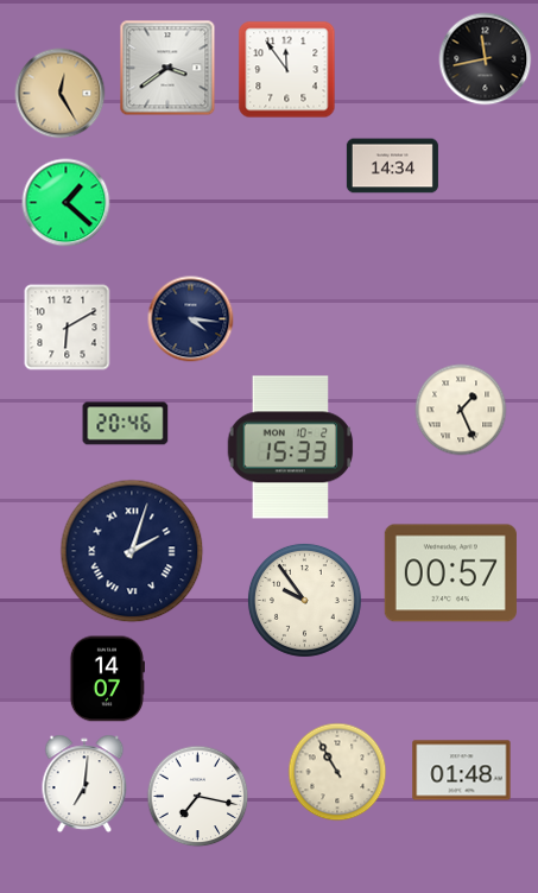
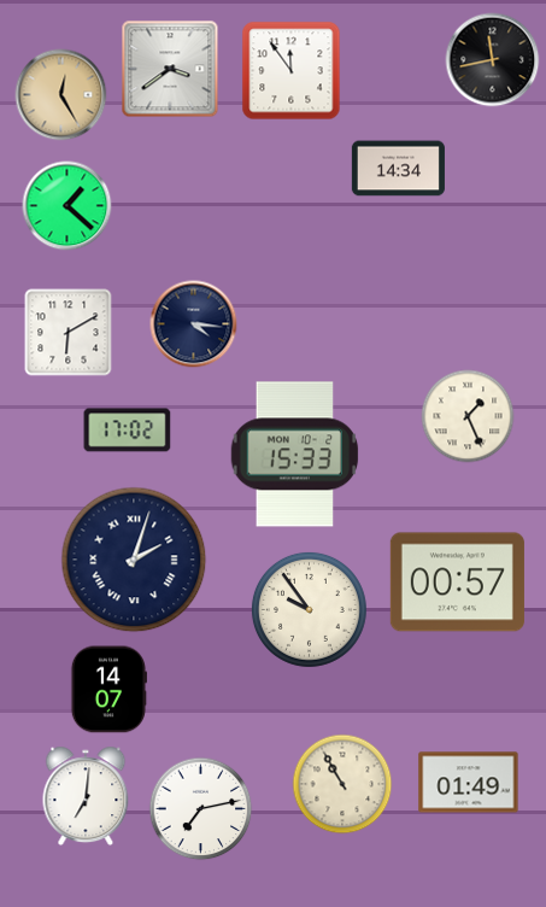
clock at (126, 424): 20:46 -> 17:02
clock at (462, 771): 01:48 -> 01:49
clock at (198, 797): 7:17 -> 7:13
